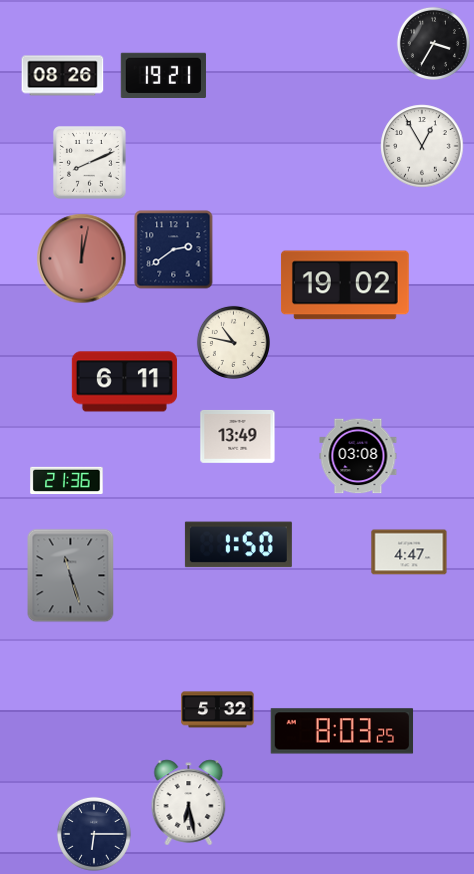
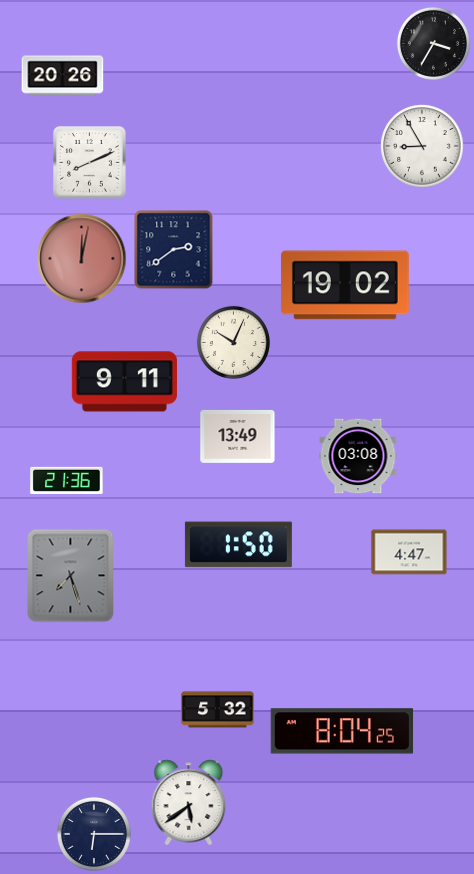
clock at (163, 75): 19:21 -> none
clock at (63, 76): 08:26 -> 20:26
clock at (422, 146): 12:55 -> 8:55
clock at (233, 342): 10:47 -> 10:04
clock at (124, 382): 6:11 -> 9:11
clock at (71, 576): 11:27 -> 7:27
clock at (342, 731): 8:03 -> 8:04
clock at (189, 803): 6:28 -> 5:39
